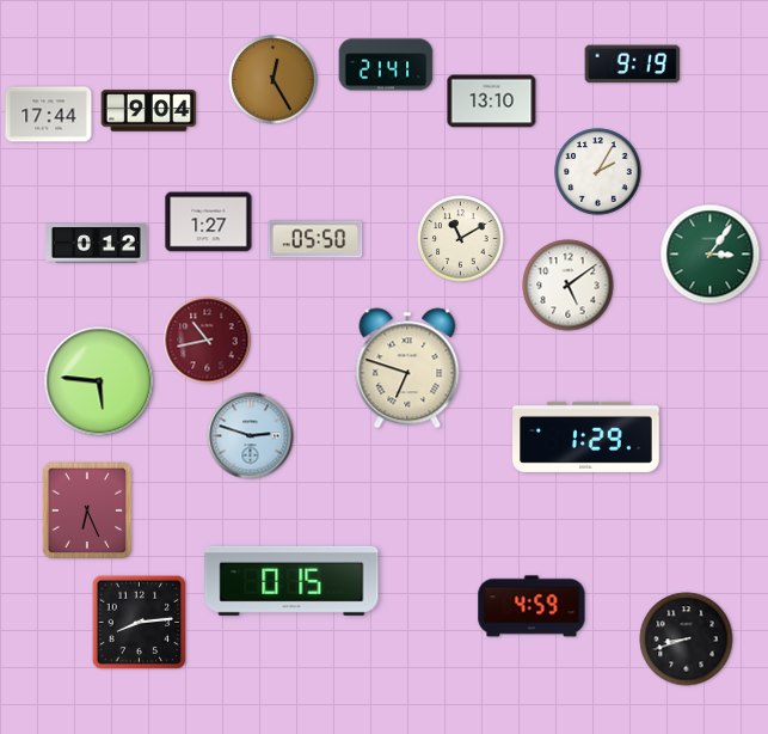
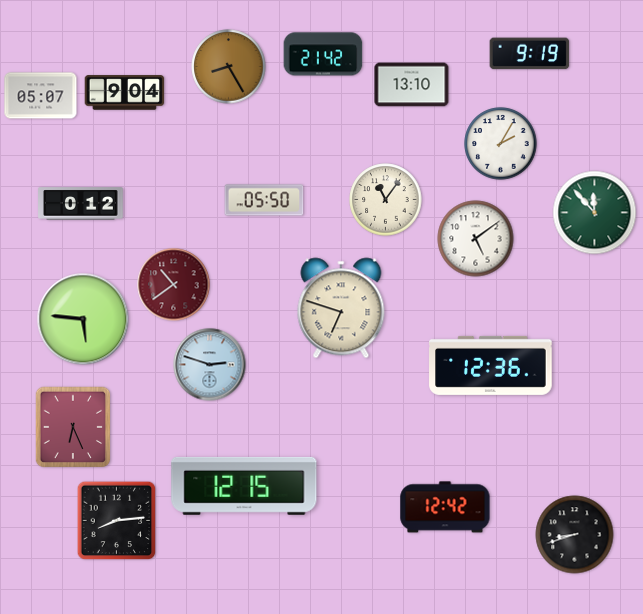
clock at (386, 65): 21:41 -> 21:42
clock at (274, 80): 12:25 -> 8:25
clock at (49, 115): 17:44 -> 05:07
clock at (209, 222): 1:27 -> none
clock at (461, 239): 11:10 -> 11:06
clock at (711, 255): 3:06 -> 11:53
clock at (208, 341): 10:43 -> 10:39
clock at (586, 436): 1:29 -> 12:36
clock at (291, 581): 0:15 -> 12:15
clock at (532, 606): 4:59 -> 12:42
